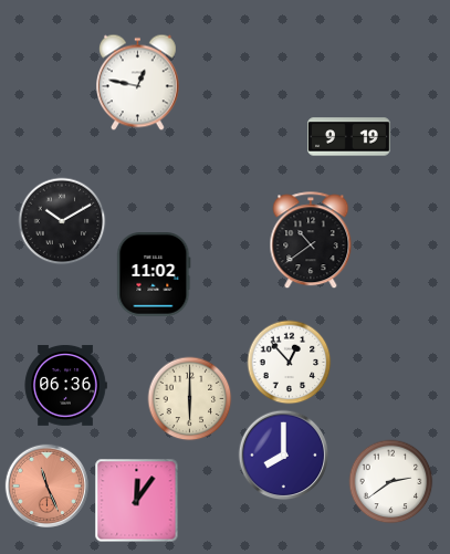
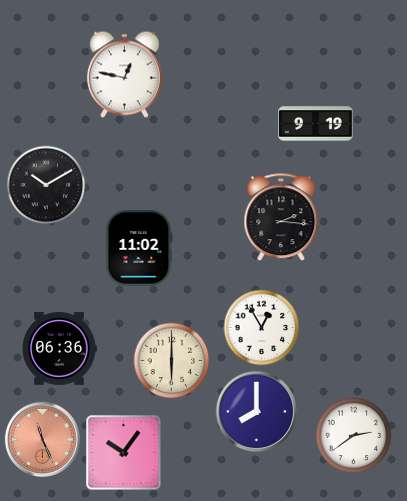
clock at (62, 221) position: (62, 221) -> (46, 185)
clock at (311, 241): 10:39 -> 2:16
clock at (290, 363): 12:53 -> 12:55
clock at (137, 501): 12:06 -> 10:06
